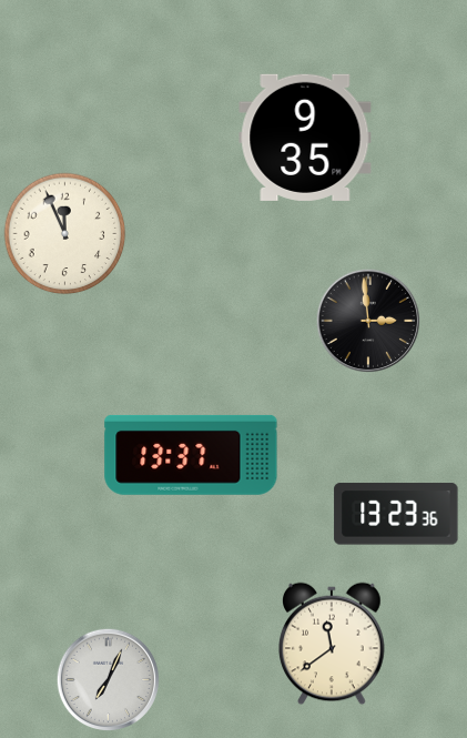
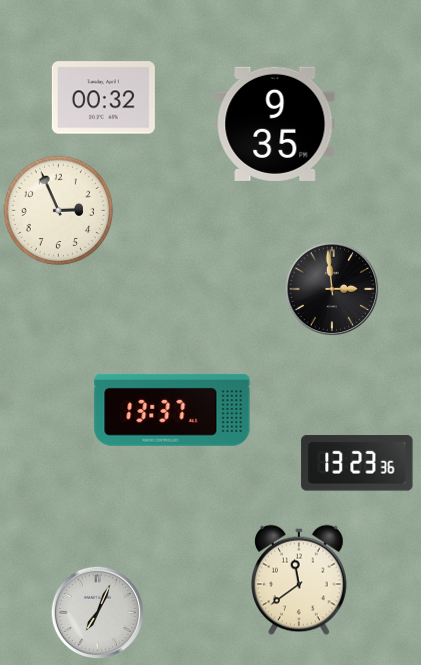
clock at (103, 98): none -> 00:32
clock at (65, 234): 11:56 -> 2:56
